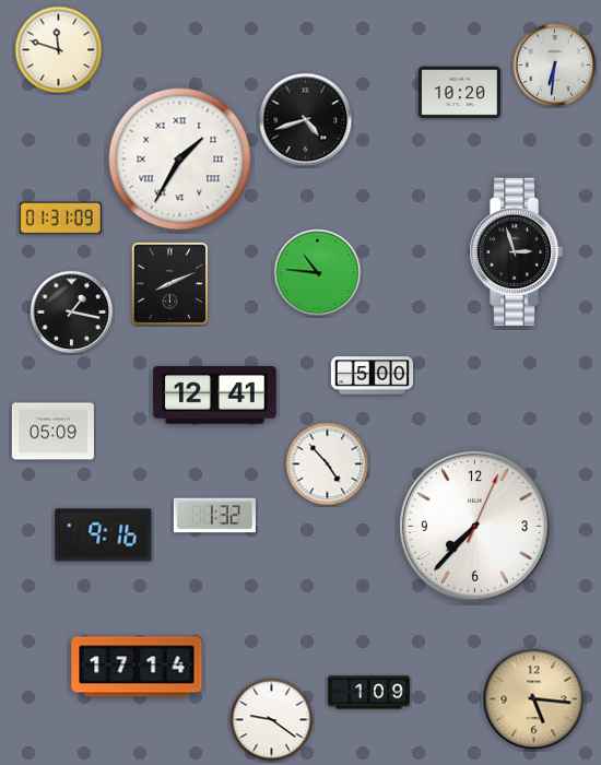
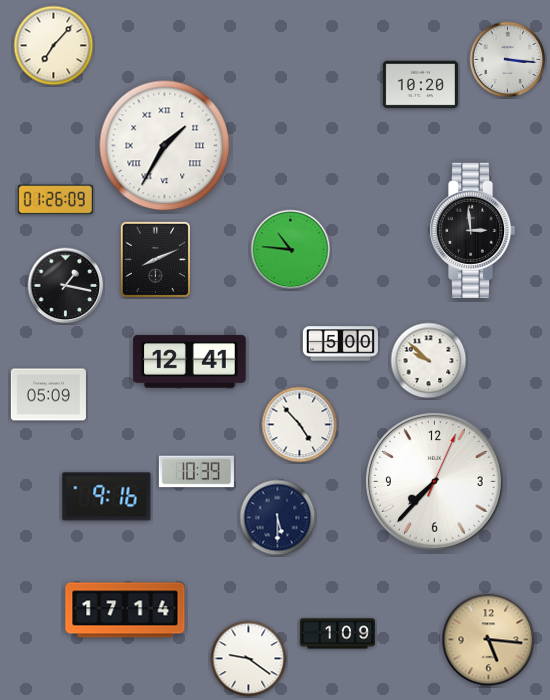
clock at (59, 50): 11:48 -> 7:07
clock at (555, 66): 6:31 -> 3:16
clock at (306, 120): 4:42 -> none
clock at (60, 219): 01:31 -> 01:26
clock at (516, 251): 2:57 -> 2:59
clock at (429, 361): none -> 9:52
clock at (215, 396) position: (215, 396) -> (190, 362)
clock at (214, 516): 1:32 -> 10:39
clock at (104, 535) position: (104, 535) -> (107, 497)
clock at (278, 518): none -> 5:30
